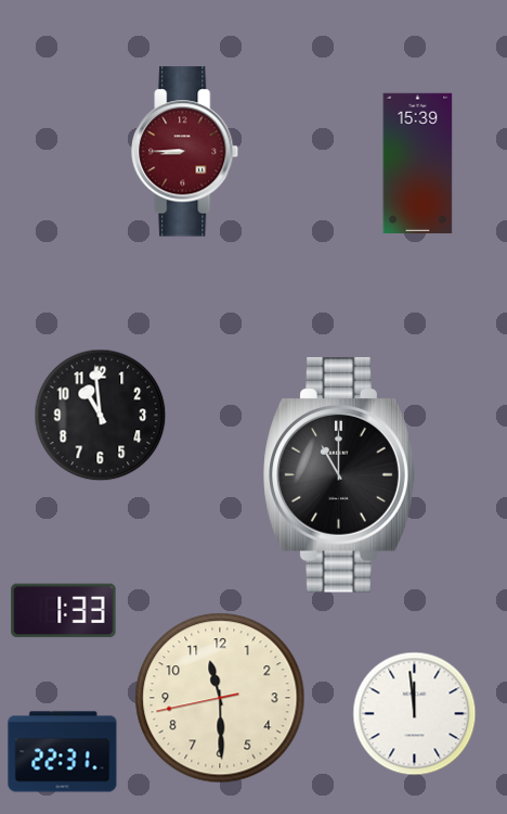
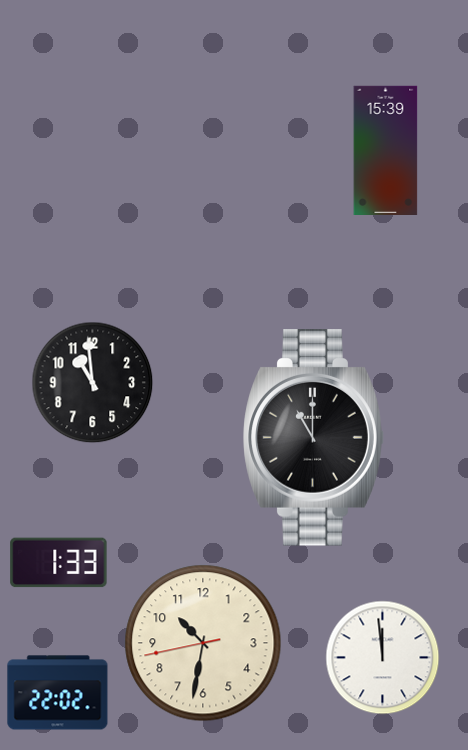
clock at (185, 152): 8:45 -> none
clock at (220, 698): 11:29 -> 10:31
clock at (63, 752): 22:31 -> 22:02
